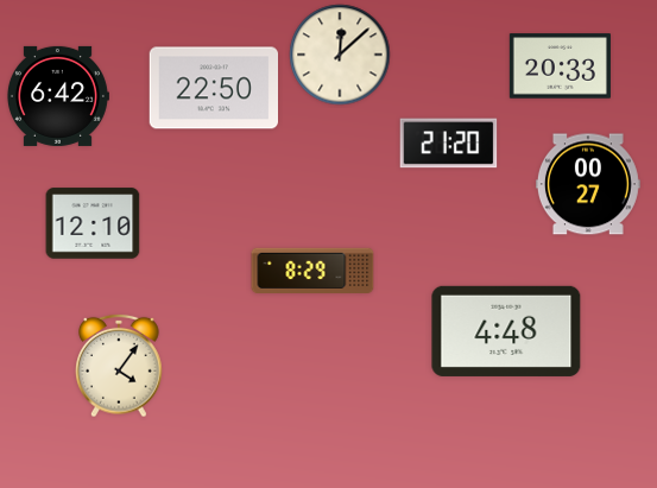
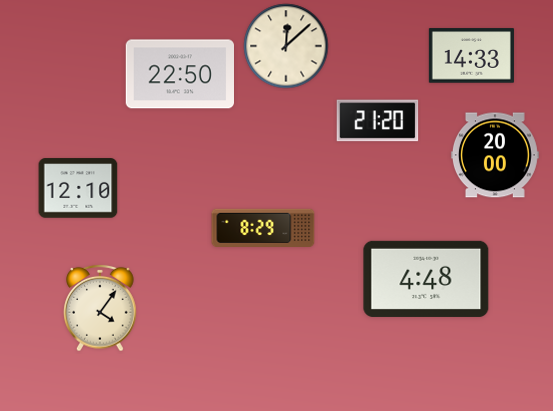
clock at (560, 66): 20:33 -> 14:33
clock at (57, 96): 6:42 -> none
clock at (588, 184): 00:27 -> 20:00
